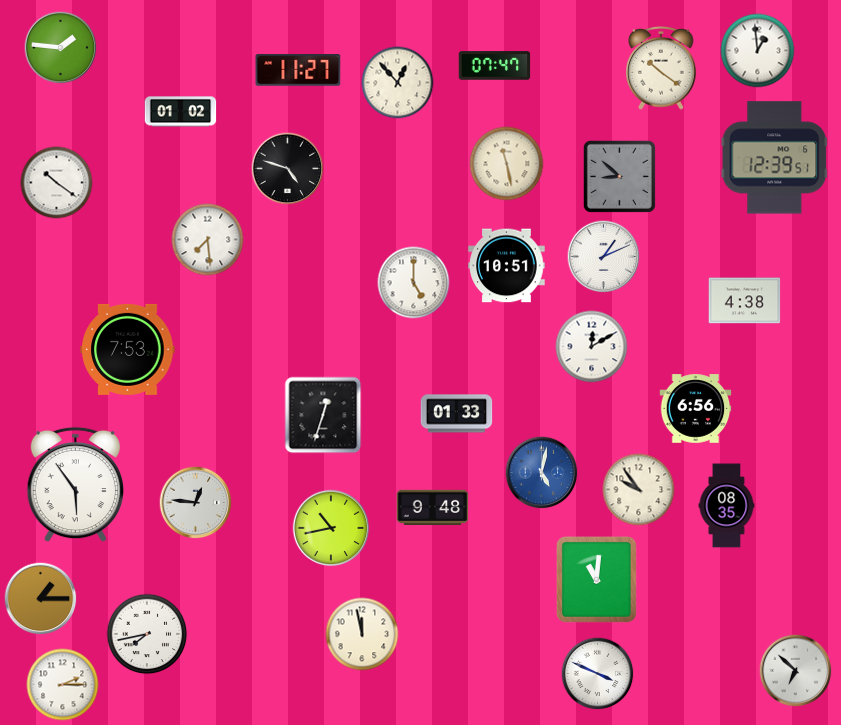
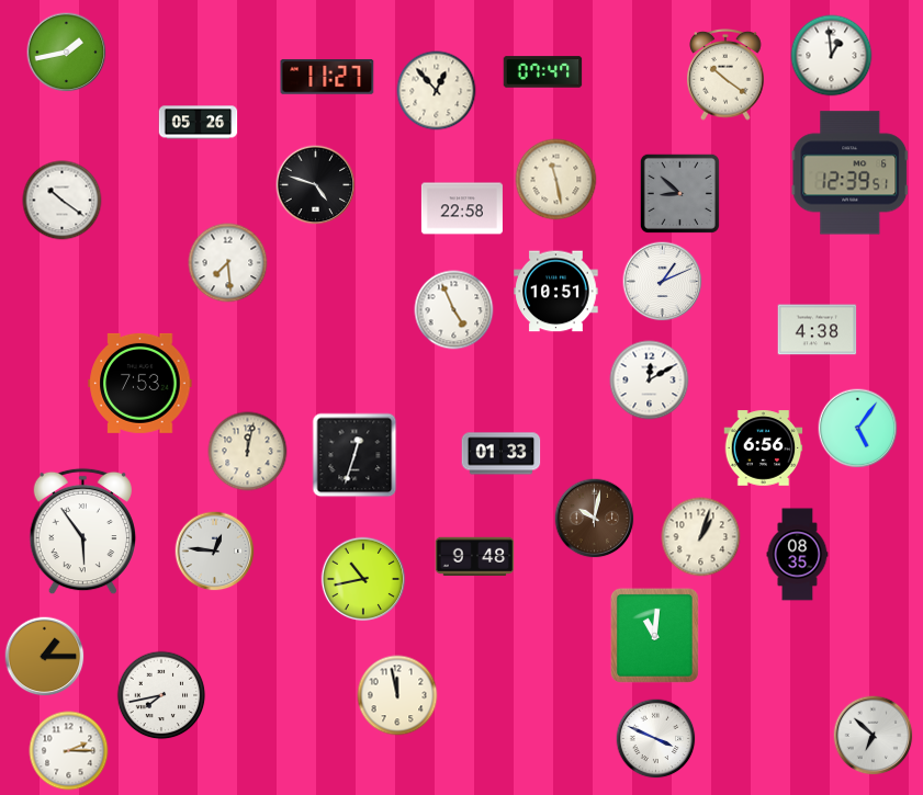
clock at (61, 48): 1:46 -> 1:43
clock at (181, 112): 01:02 -> 05:26
clock at (462, 208): none -> 22:58
clock at (414, 283): 5:00 -> 4:56
clock at (858, 429): none -> 5:06
clock at (248, 452): none -> 12:02
clock at (542, 473): 5:02 -> 10:02
clock at (542, 473) dial: blue -> brown
clock at (639, 490): 9:54 -> 1:03
